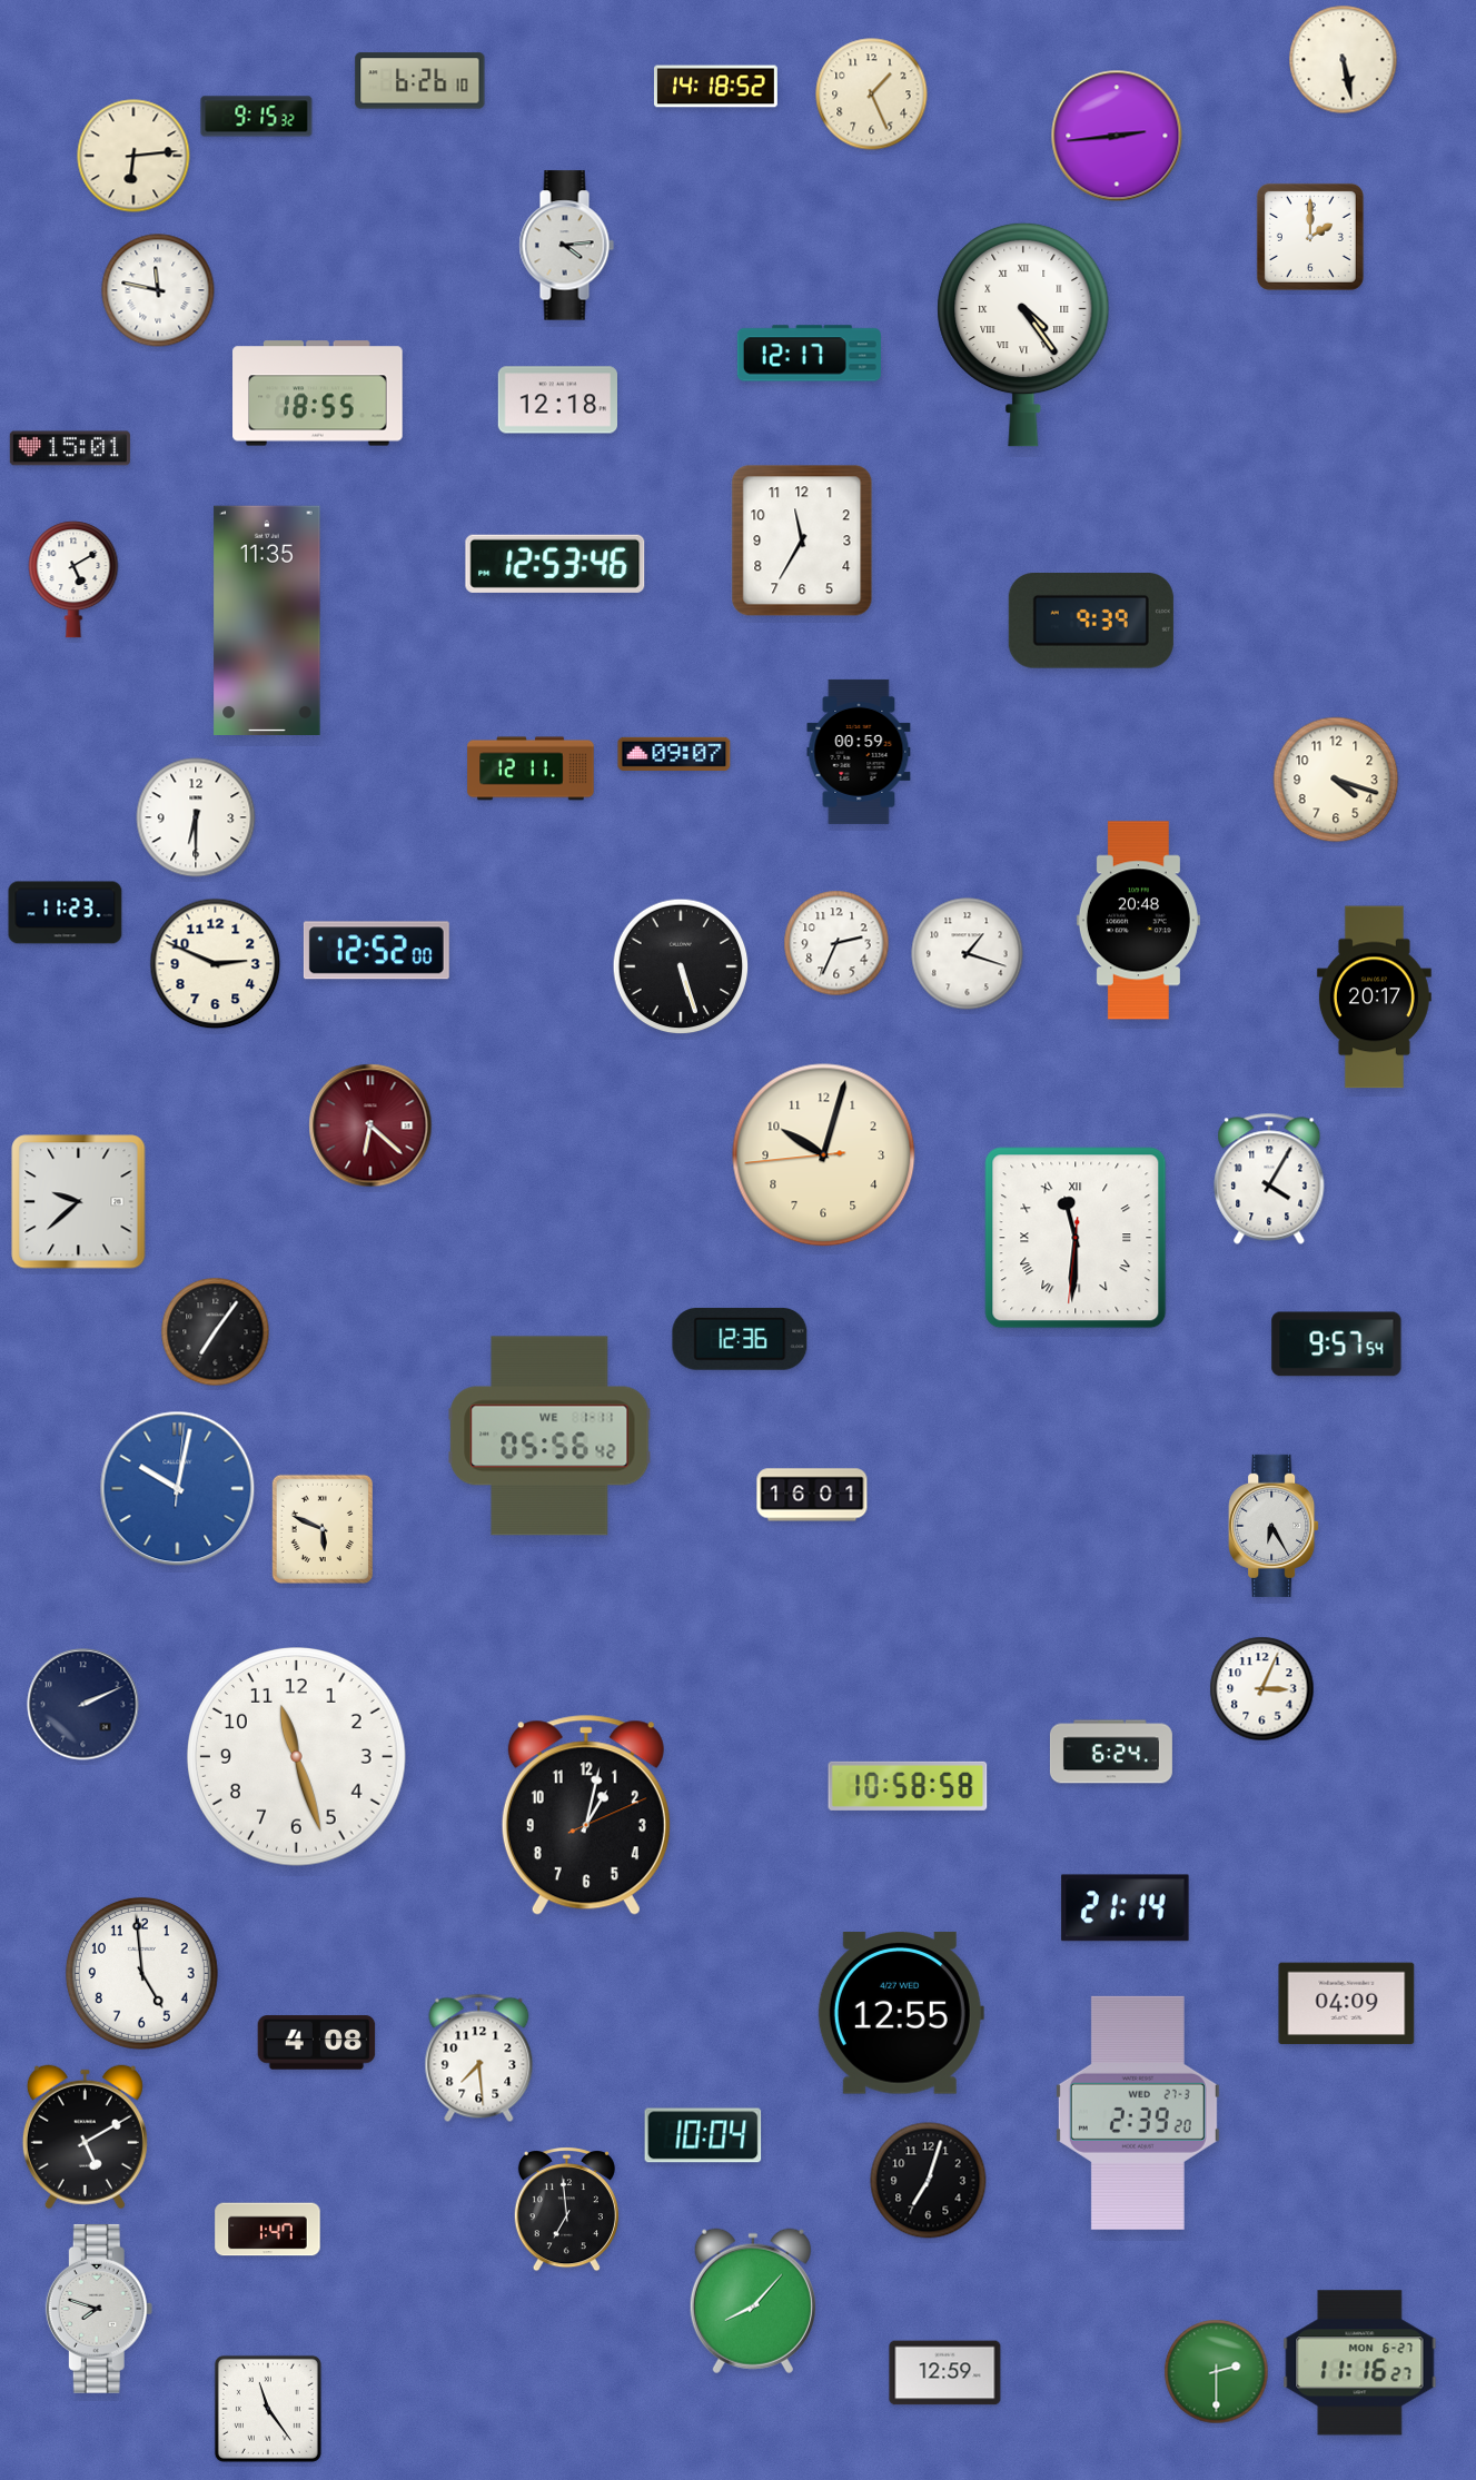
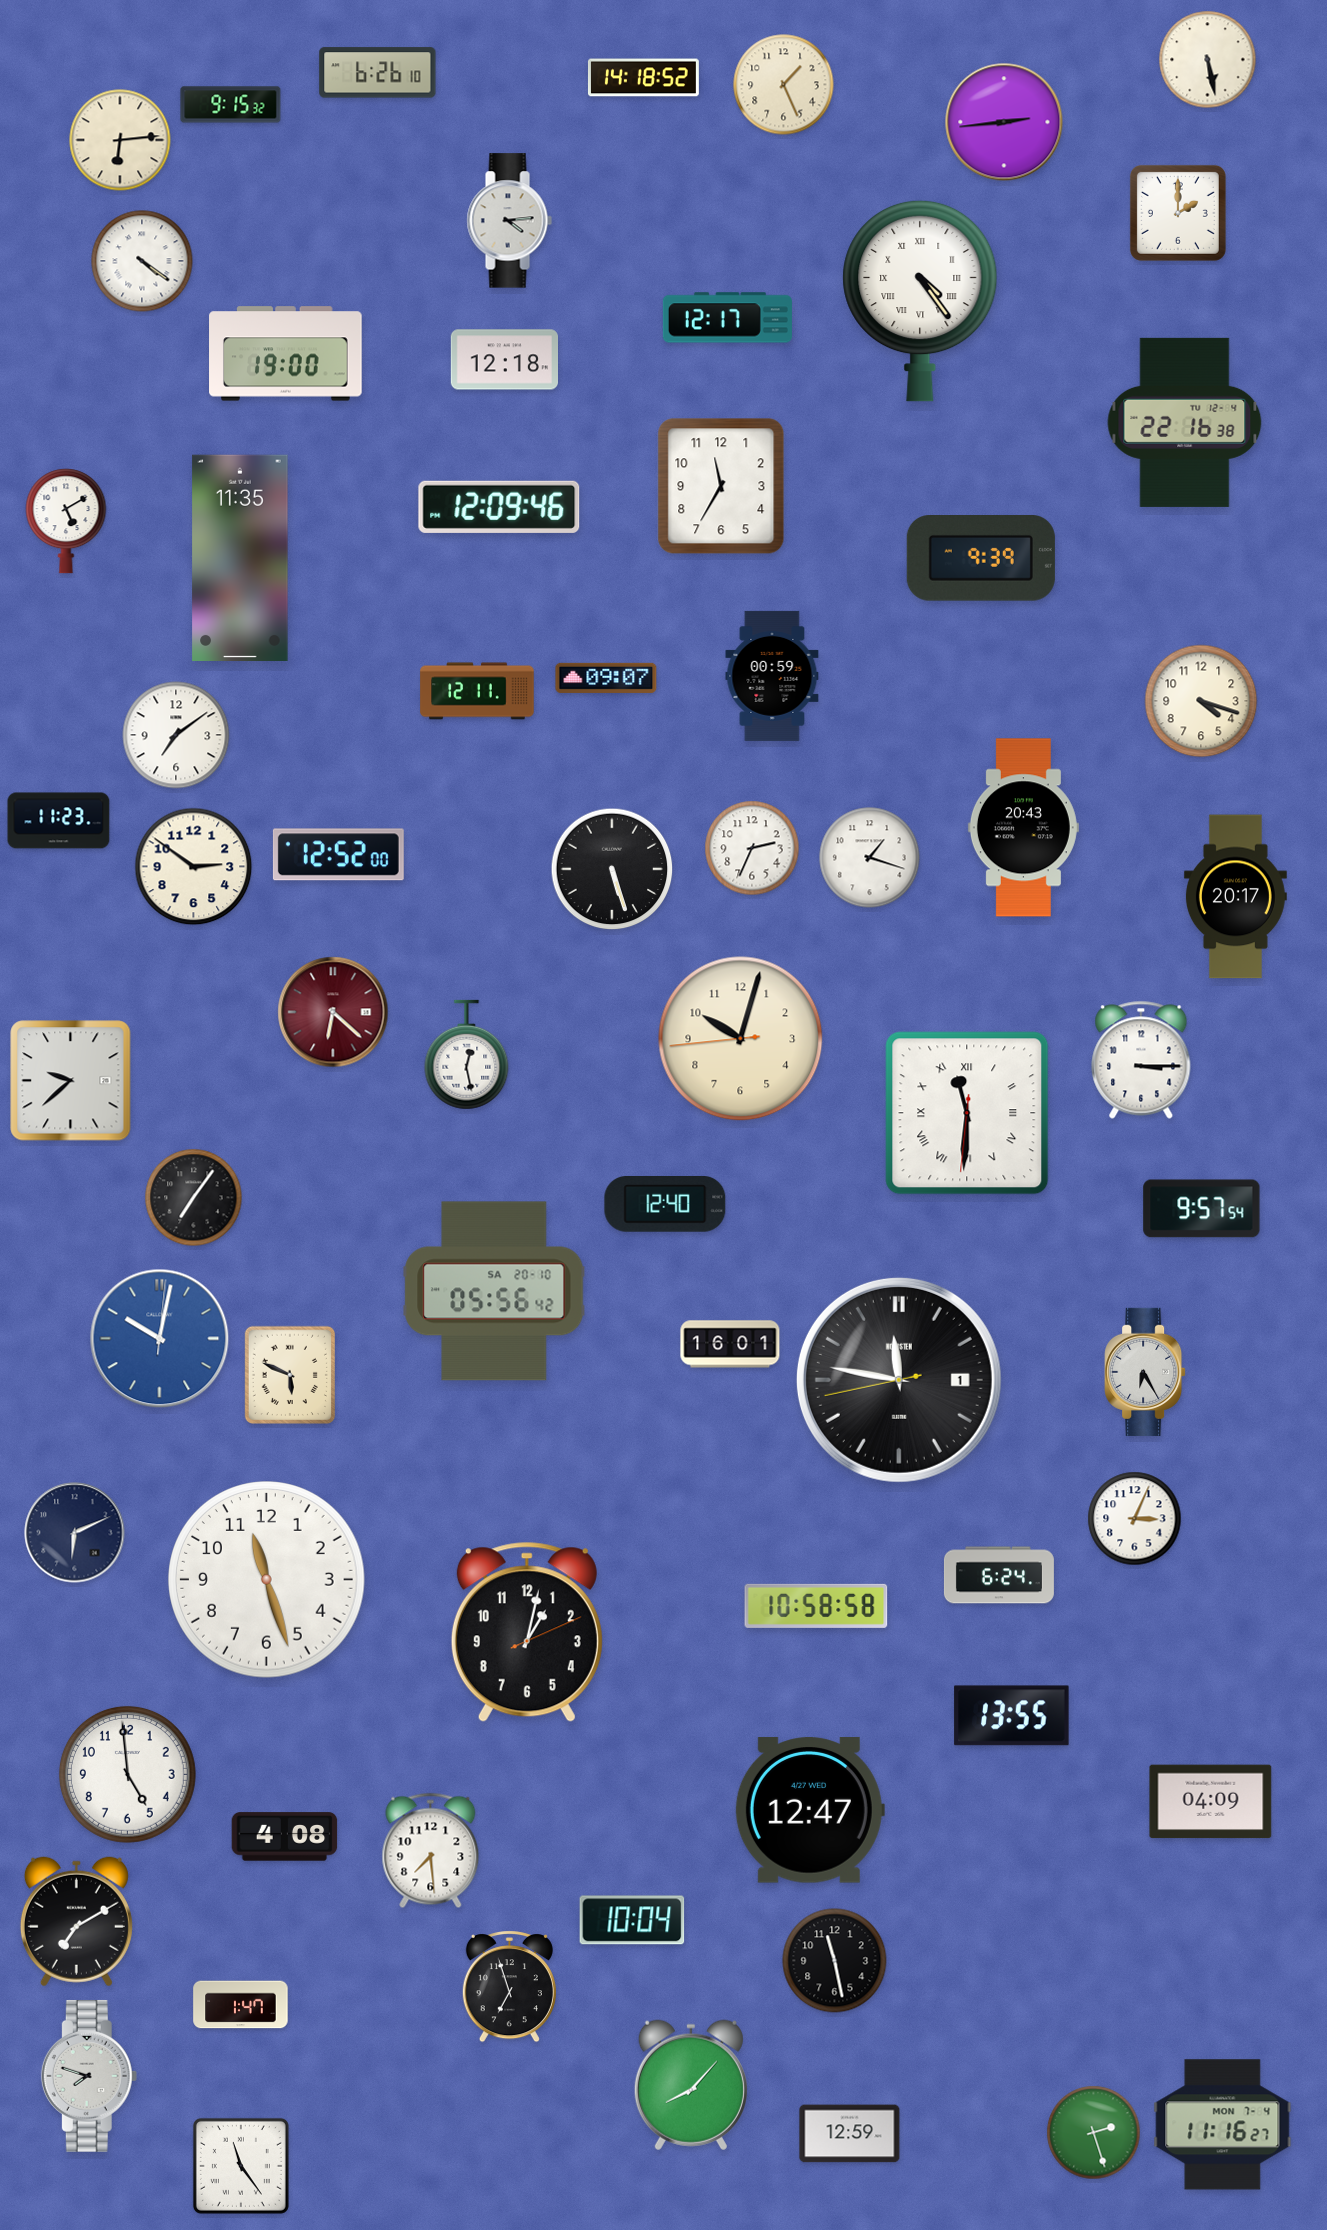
clock at (1344, 60) position: (1344, 60) -> (1208, 60)
clock at (158, 290): 11:47 -> 4:21
clock at (318, 394): 18:55 -> 19:00
clock at (557, 400) position: (557, 400) -> (504, 360)
clock at (70, 448): 15:01 -> none
clock at (1185, 422): none -> 22:16
clock at (555, 564): 12:53 -> 12:09
clock at (196, 817): 6:30 -> 7:09
clock at (1138, 921): 20:48 -> 20:43
clock at (216, 964): 2:49 -> 2:51
clock at (467, 1055): none -> 12:28
clock at (1269, 1179): 4:05 -> 3:15
clock at (740, 1340): 12:36 -> 12:40
clock at (549, 1436) date: WE 1-11 -> SA 20-10
clock at (899, 1380): none -> 11:46
clock at (83, 1705): 2:11 -> 6:11
clock at (1126, 1908): 21:14 -> 13:55
clock at (901, 2013): 12:55 -> 12:47
clock at (1138, 2113): 2:39 -> none
clock at (85, 2137): 5:10 -> 7:10
clock at (929, 2181): 7:03 -> 11:28
clock at (566, 2210): 6:59 -> 6:57
clock at (753, 2301) position: (753, 2301) -> (691, 2085)
clock at (1360, 2363) date: MON 6-27 -> MON 7-4
clock at (1217, 2372): 2:30 -> 2:27
